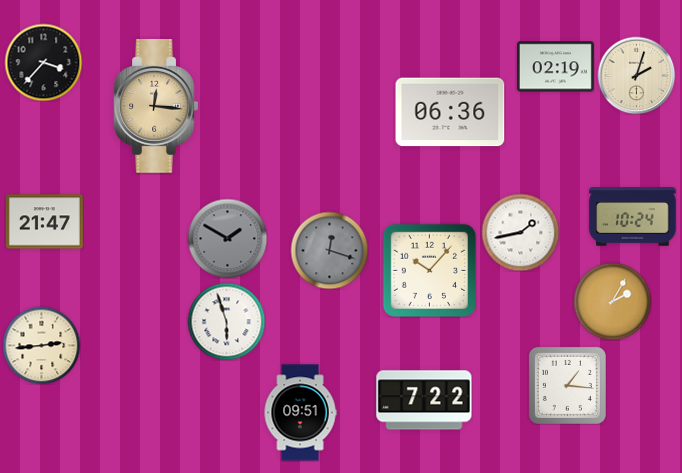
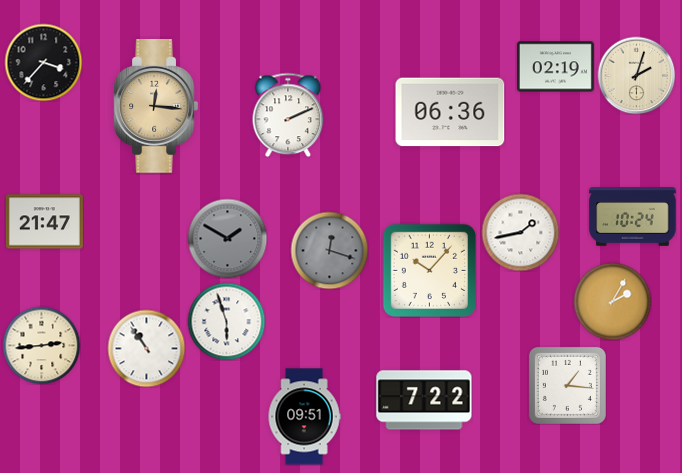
clock at (288, 115): none -> 2:11
clock at (146, 348): none -> 10:54
clock at (300, 413) position: (300, 413) -> (304, 417)
